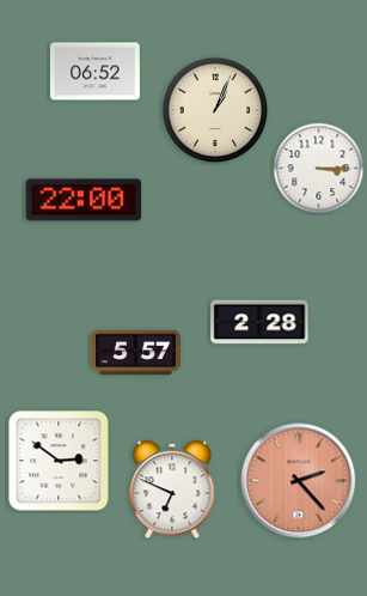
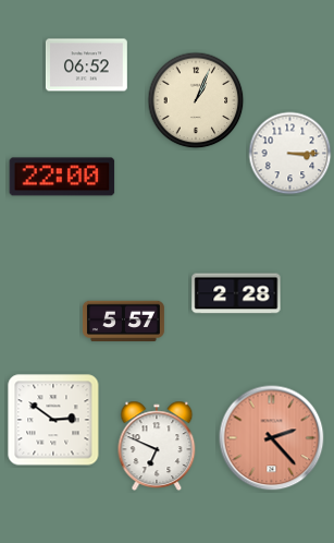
clock at (84, 200) position: (84, 200) -> (62, 177)
